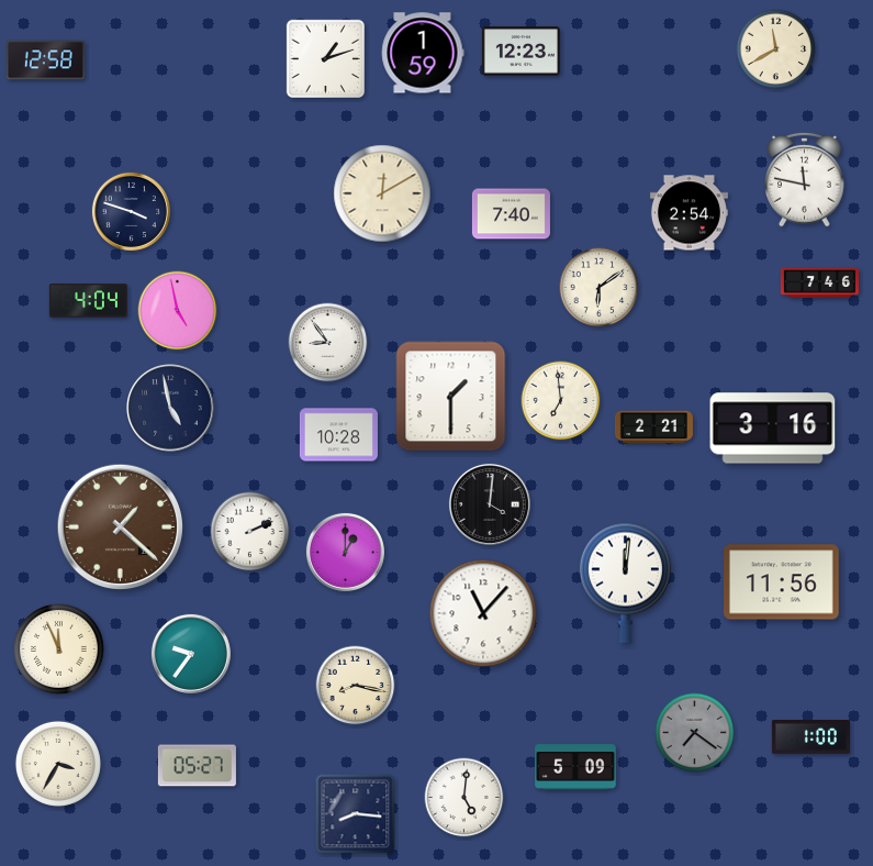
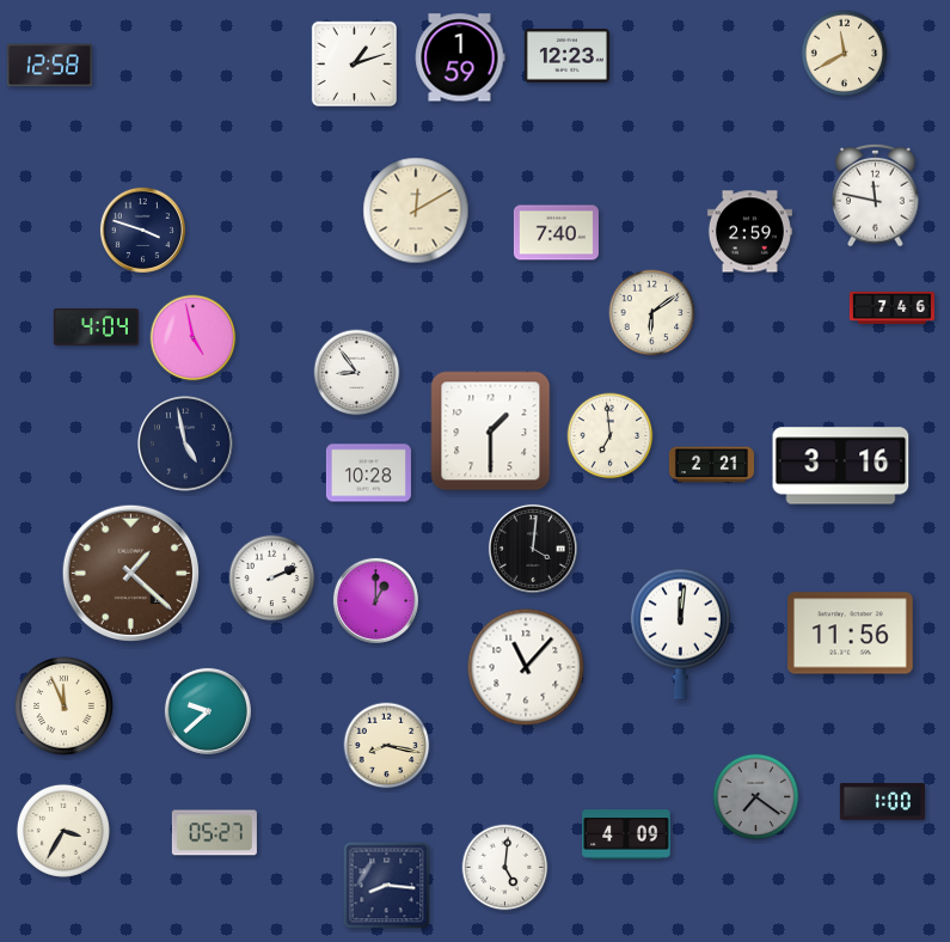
clock at (689, 213): 2:54 -> 2:59
clock at (191, 654): 9:36 -> 9:38
clock at (575, 767): 5:09 -> 4:09
